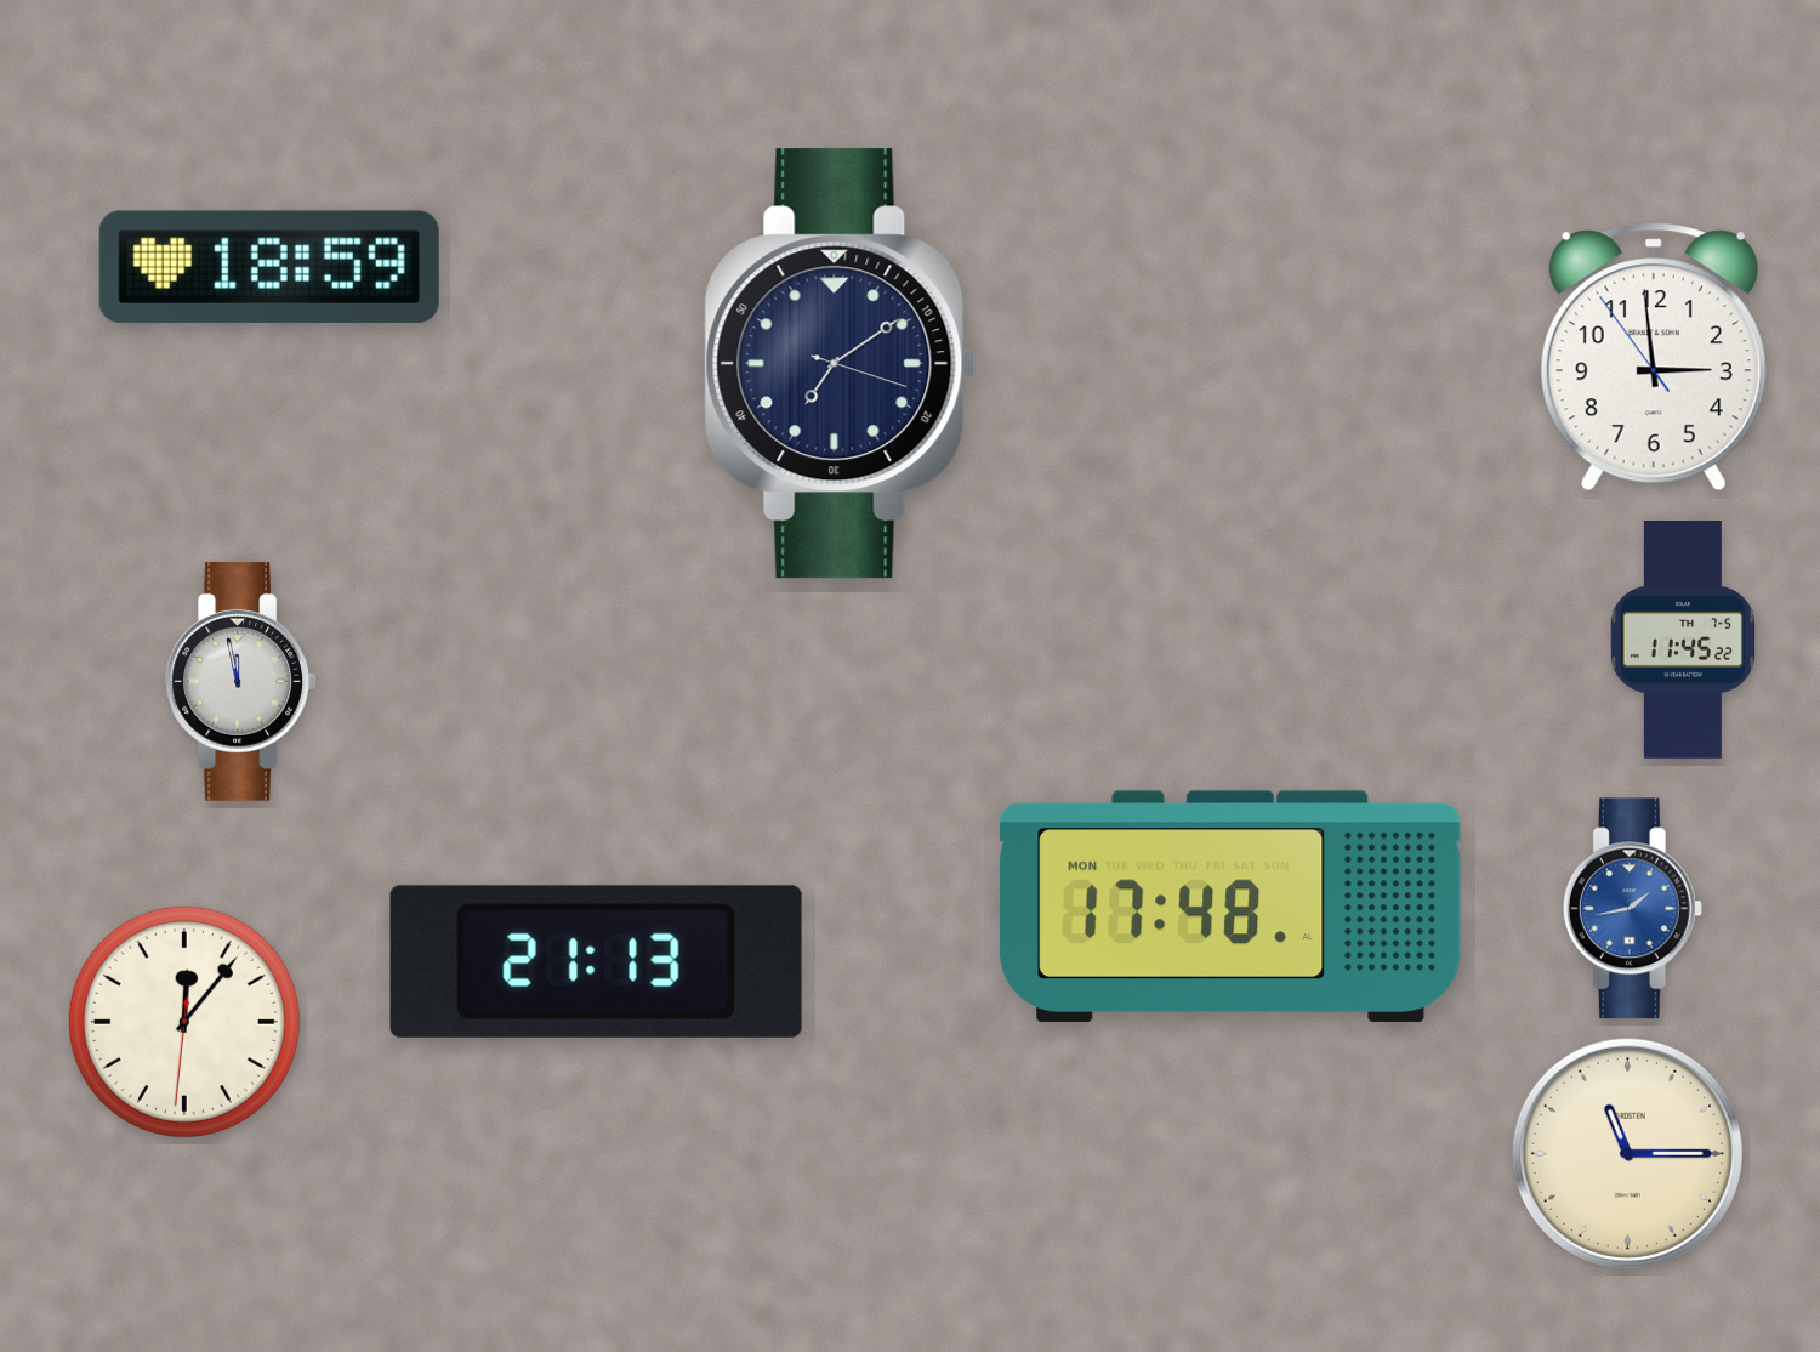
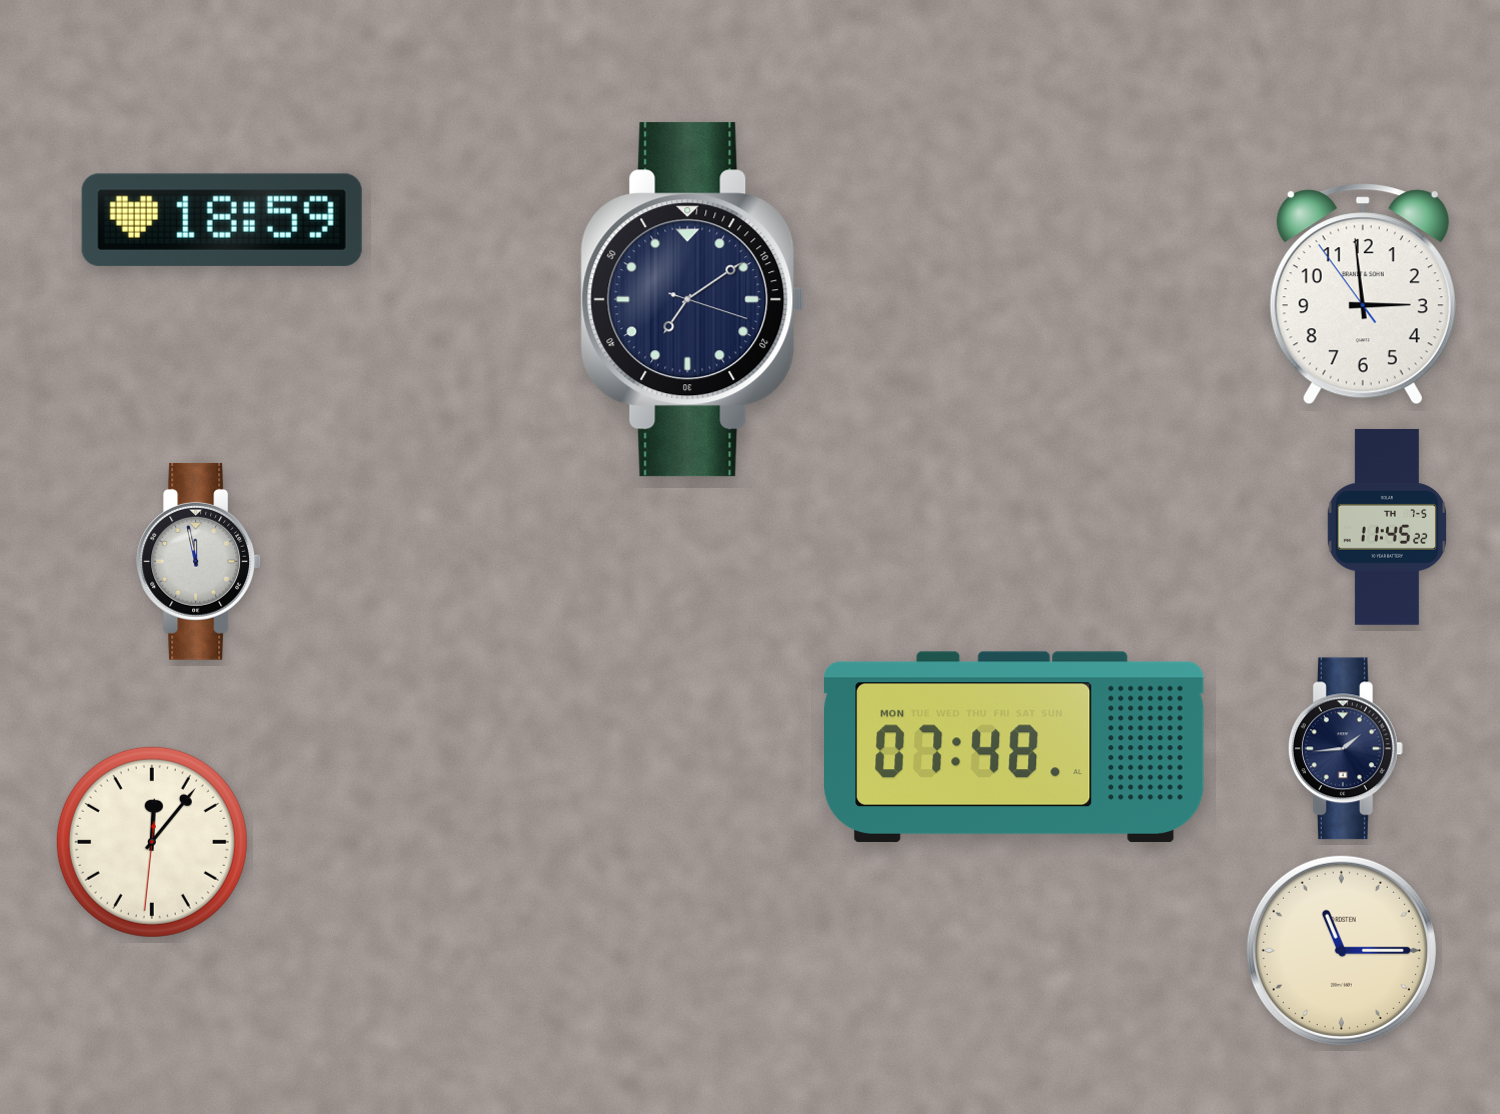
clock at (1230, 907): 17:48 -> 07:48
clock at (1632, 909): 1:43 -> 1:44
clock at (1632, 909) dial: blue -> navy
clock at (596, 961): 21:13 -> none
